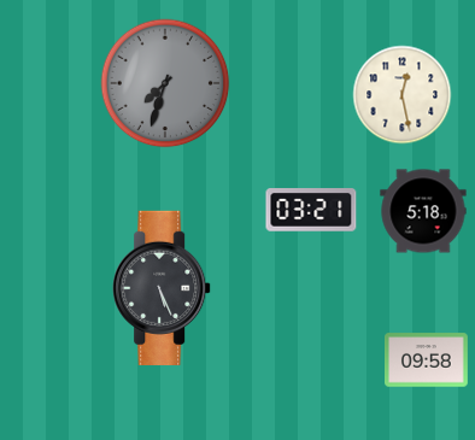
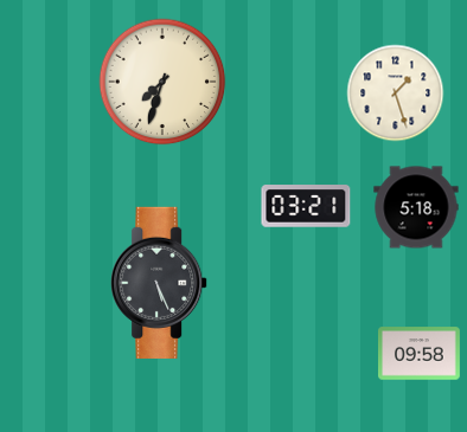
clock at (165, 83) dial: grey -> cream
clock at (403, 95): 12:28 -> 1:27
